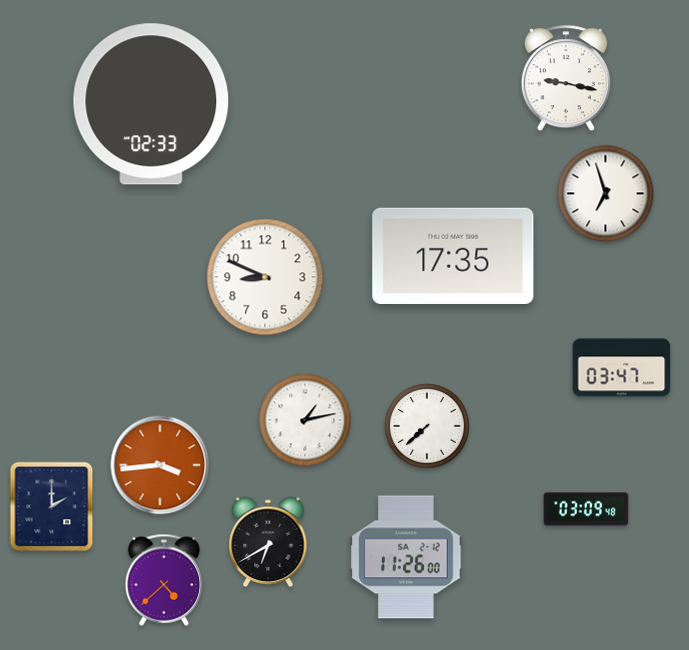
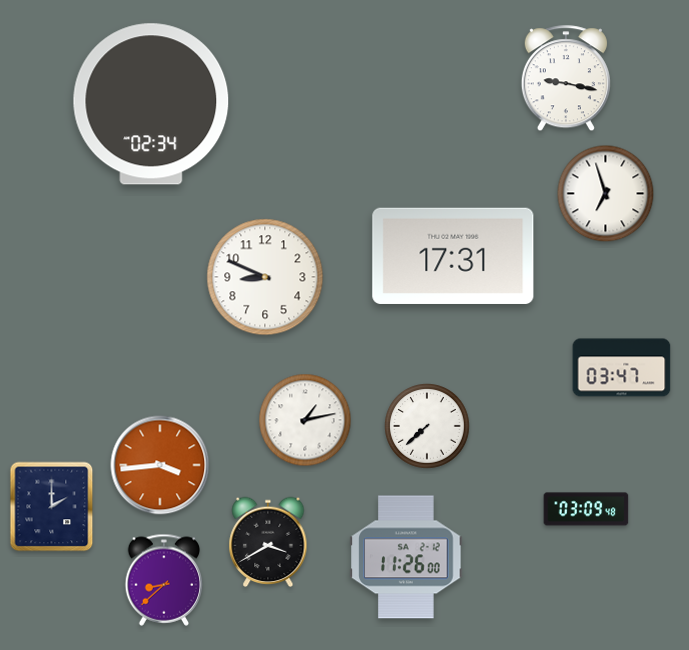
clock at (151, 104): 02:33 -> 02:34
clock at (453, 256): 17:35 -> 17:31
clock at (268, 542): 6:40 -> 3:40
clock at (164, 580): 4:38 -> 8:38
